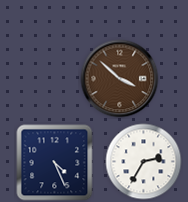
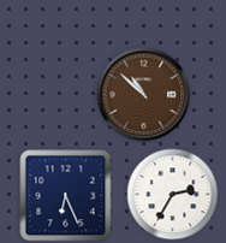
clock at (120, 79): 3:52 -> 10:52
clock at (55, 163): 4:26 -> 6:26
